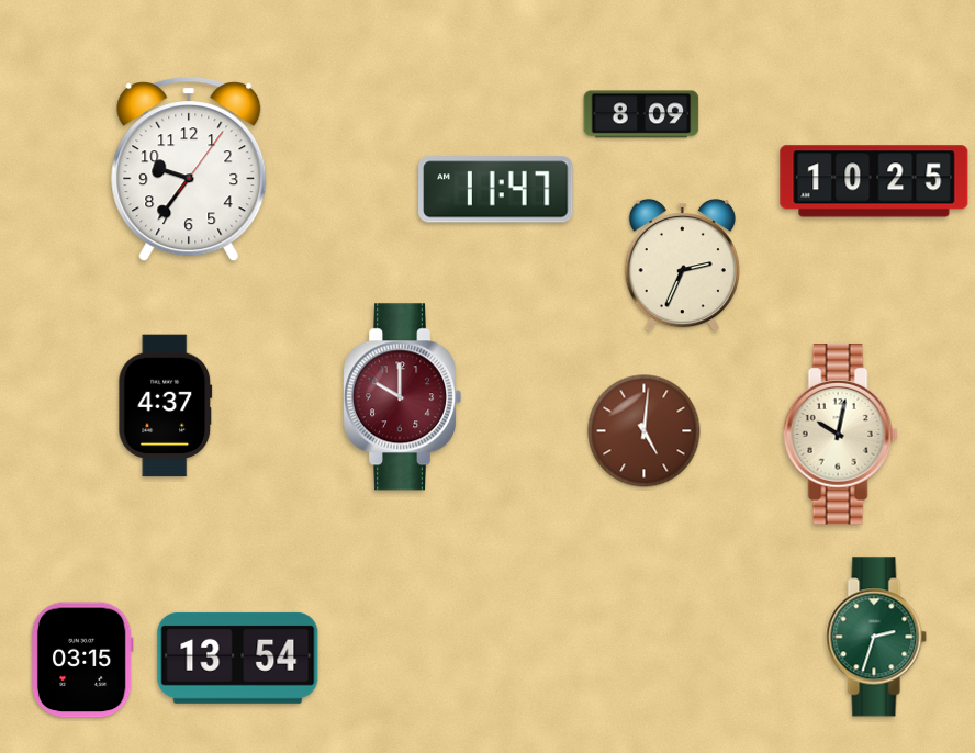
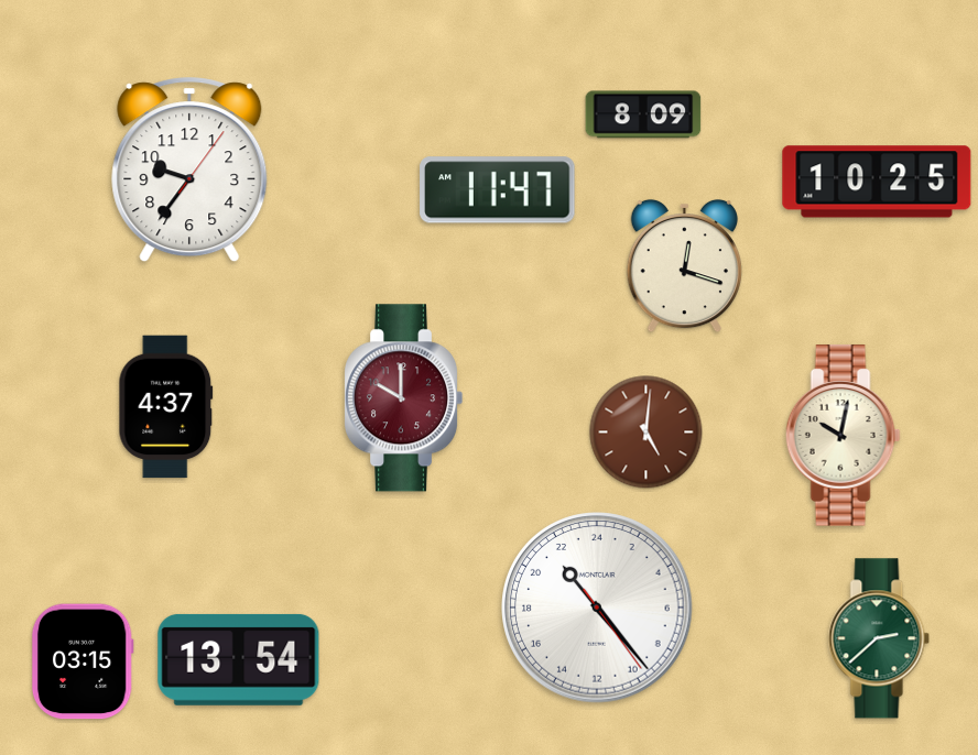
clock at (682, 266): 2:34 -> 12:18
clock at (597, 608): none -> 21:23
clock at (876, 637): 2:33 -> 2:38
